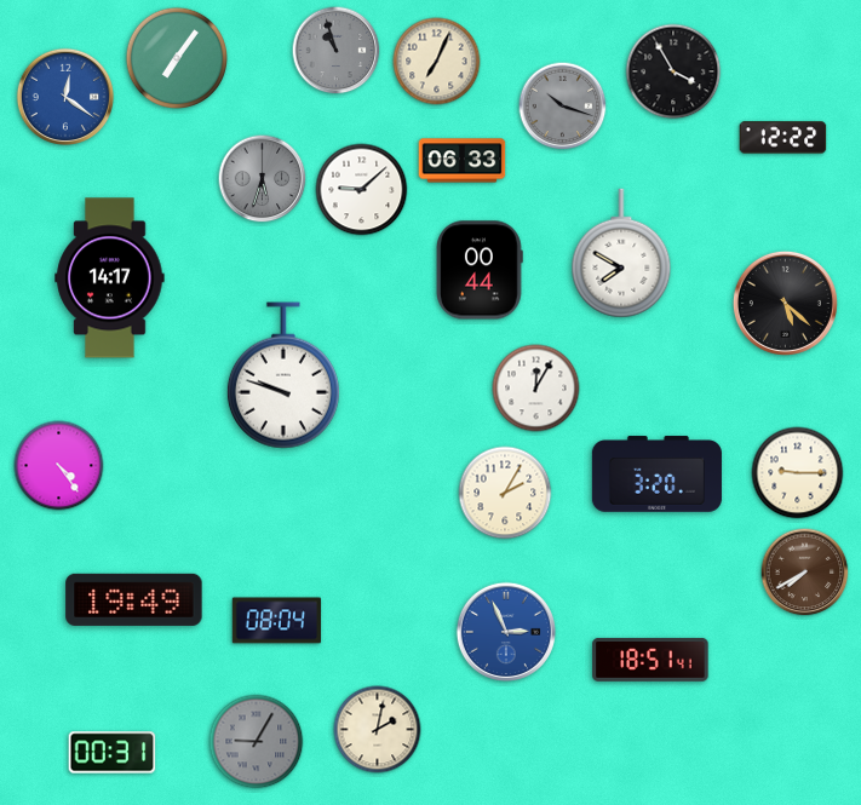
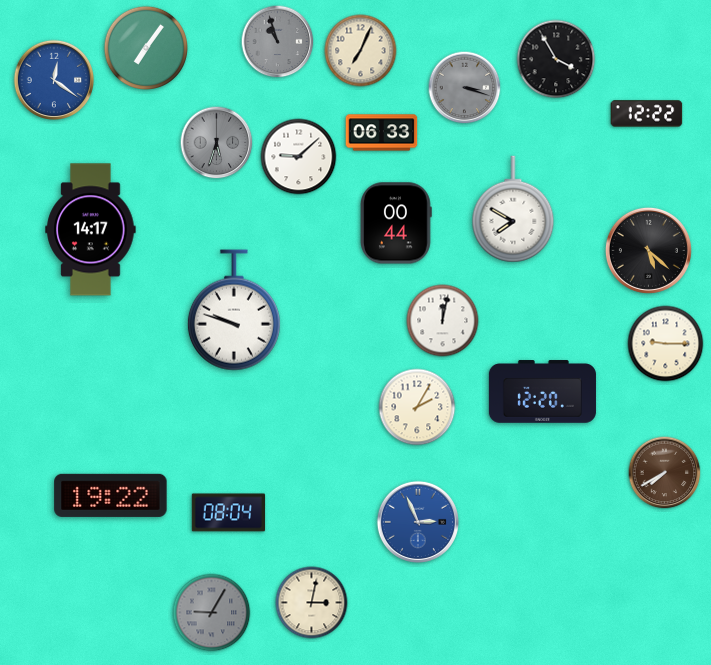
clock at (563, 107): 10:18 -> 3:18
clock at (263, 179) position: (263, 179) -> (217, 143)
clock at (536, 389): 12:05 -> 12:02
clock at (59, 466): 4:24 -> none
clock at (798, 473) position: (798, 473) -> (666, 344)
clock at (656, 475): 3:20 -> 12:20
clock at (134, 599): 19:49 -> 19:22
clock at (650, 660): 18:51 -> none
clock at (378, 730): 2:02 -> 3:02
clock at (113, 753): 00:31 -> none
